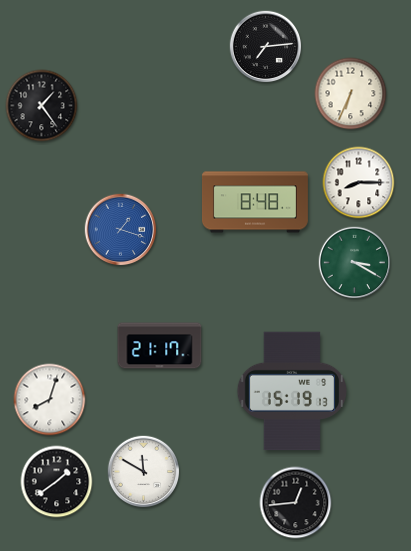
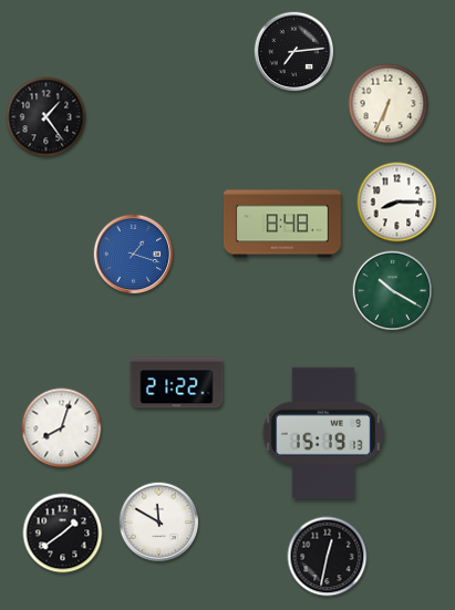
clock at (355, 263): 3:20 -> 10:20
clock at (160, 346): 21:17 -> 21:22
clock at (50, 400) position: (50, 400) -> (62, 428)
clock at (296, 503): 12:44 -> 12:32
